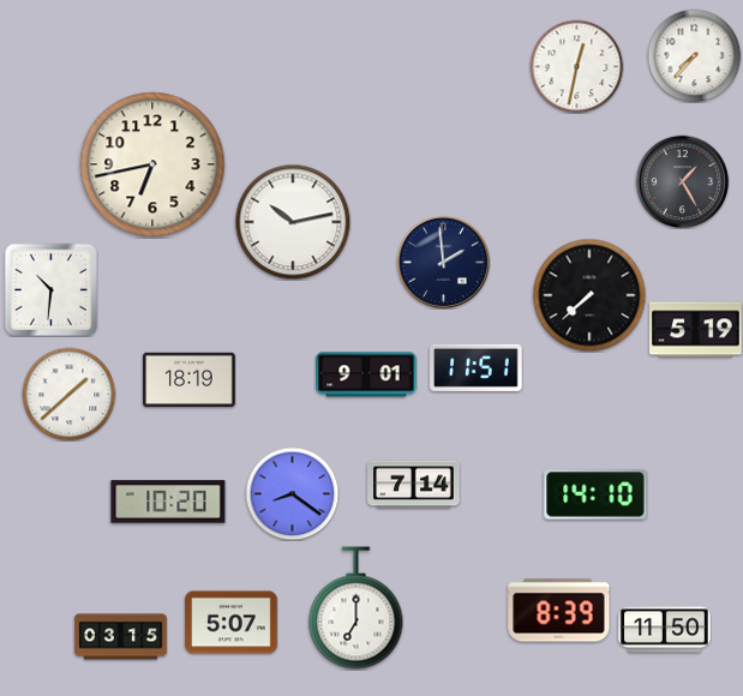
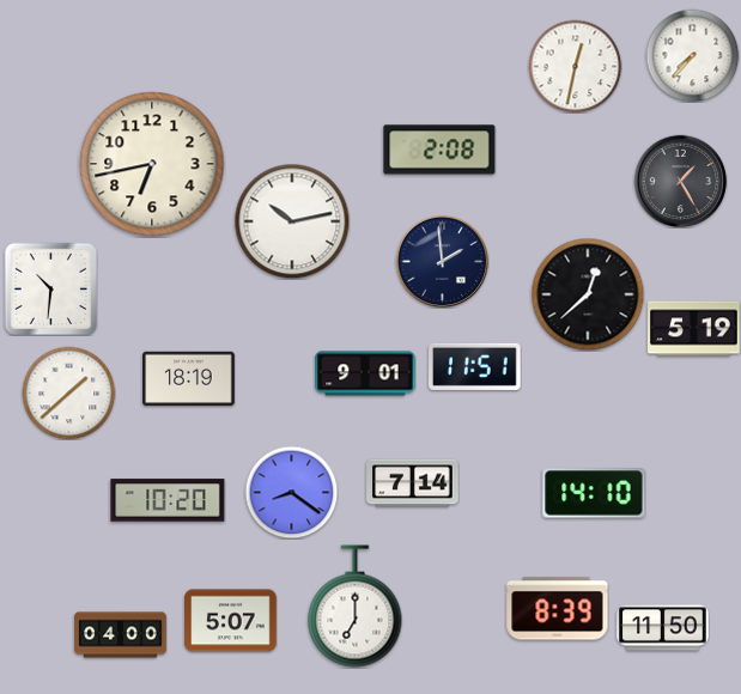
clock at (439, 150): none -> 2:08
clock at (589, 295): 7:38 -> 12:38
clock at (121, 637): 03:15 -> 04:00
